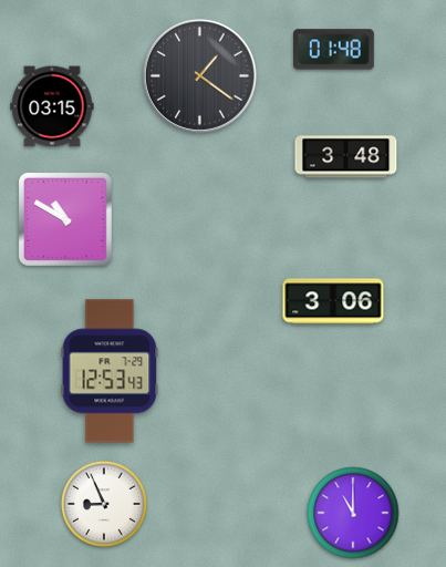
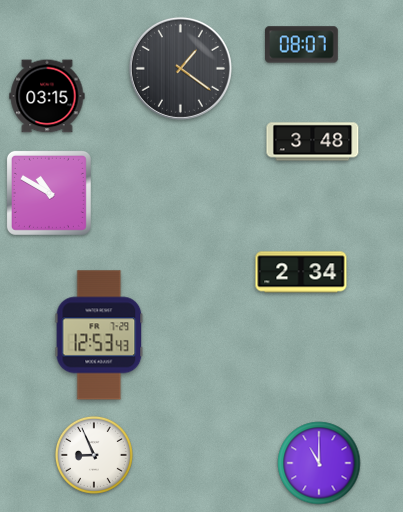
clock at (334, 50): 01:48 -> 08:07
clock at (65, 219) position: (65, 219) -> (49, 193)
clock at (333, 301): 3:06 -> 2:34
